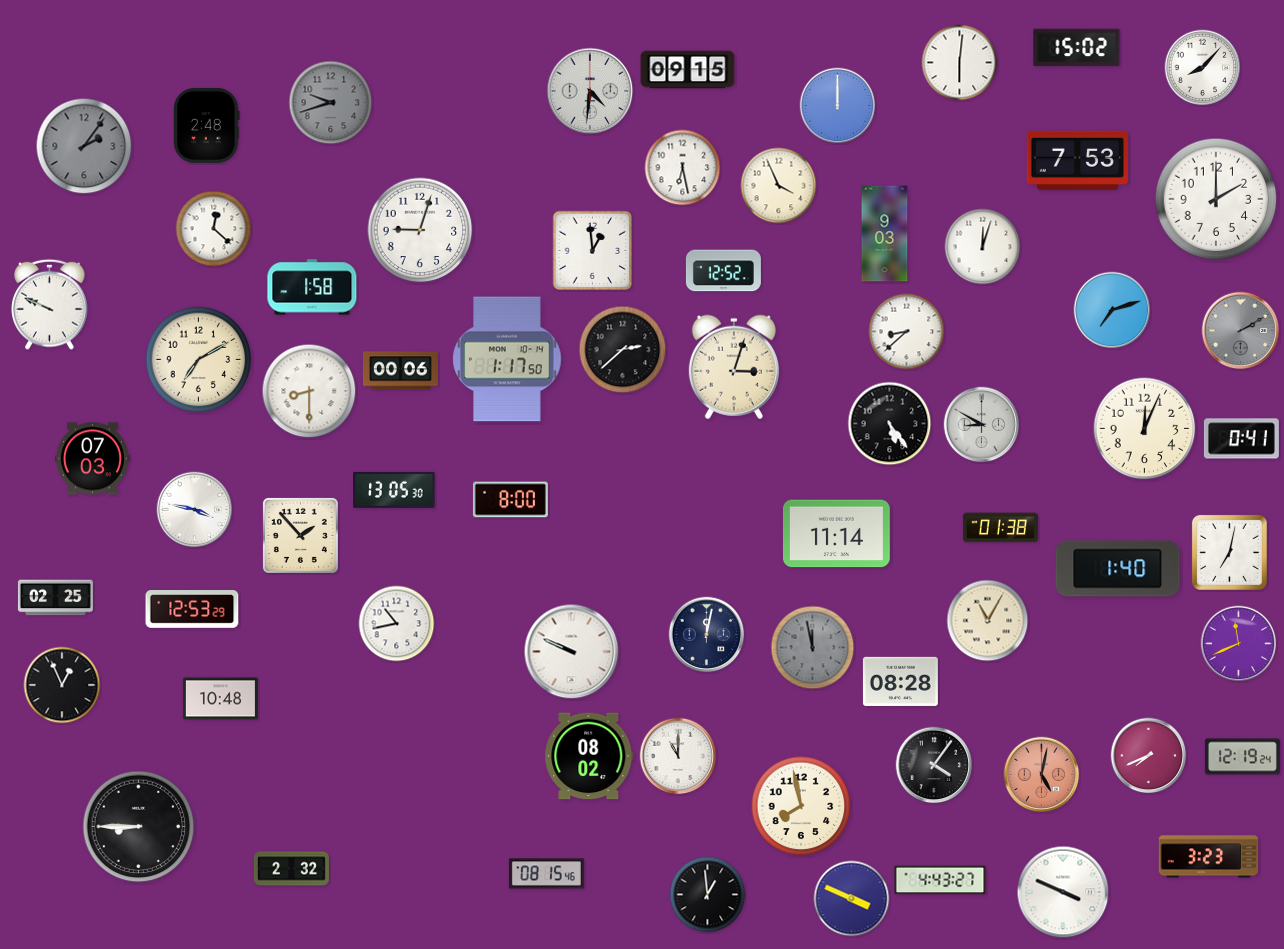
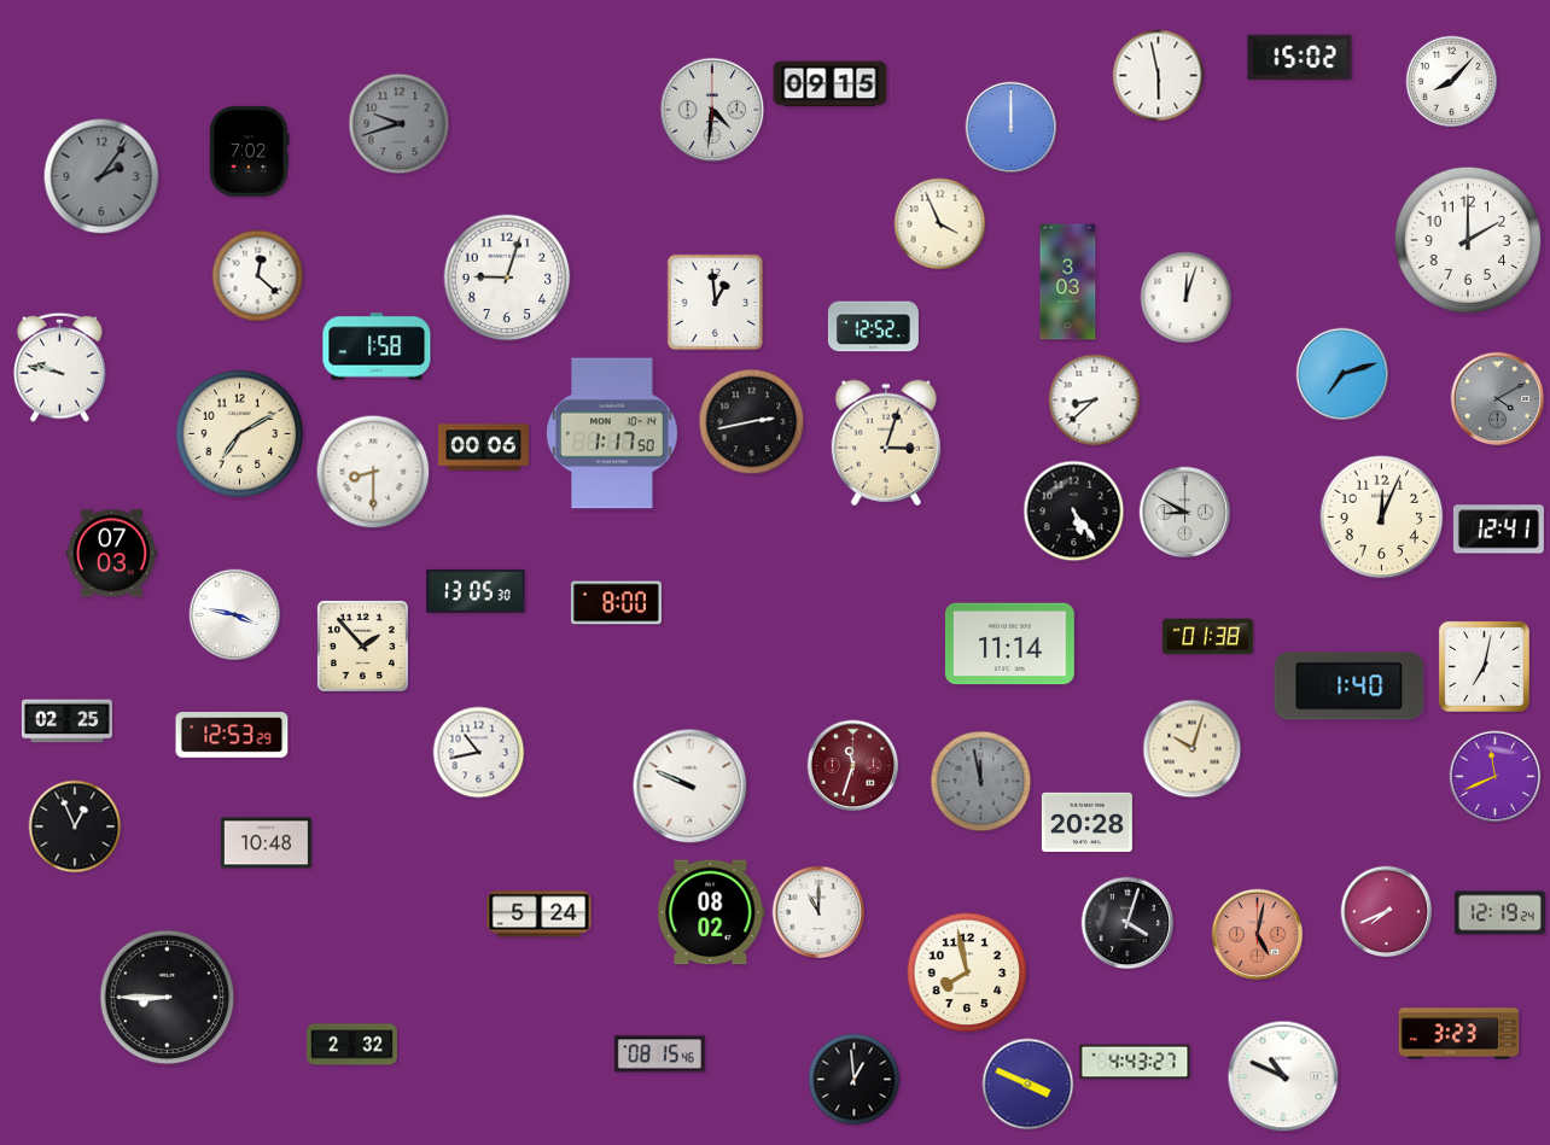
clock at (960, 63): 6:01 -> 5:58
clock at (207, 125): 2:48 -> 7:02
clock at (1077, 160): 7:53 -> none
clock at (683, 168): 6:28 -> none
clock at (885, 234): 9:03 -> 3:03
clock at (50, 304): 9:49 -> 9:47
clock at (1241, 331): 2:10 -> 4:10
clock at (623, 350): 2:38 -> 2:43
clock at (1241, 439): 0:41 -> 12:41
clock at (988, 621): 11:05 -> 10:03
clock at (707, 635): 12:02 -> 11:33
clock at (707, 635) dial: navy -> burgundy
clock at (900, 681): 08:28 -> 20:28
clock at (540, 915): none -> 5:24
clock at (934, 765): 4:06 -> 4:03
clock at (291, 869) position: (291, 869) -> (351, 1045)
clock at (1063, 892): 3:49 -> 10:49
